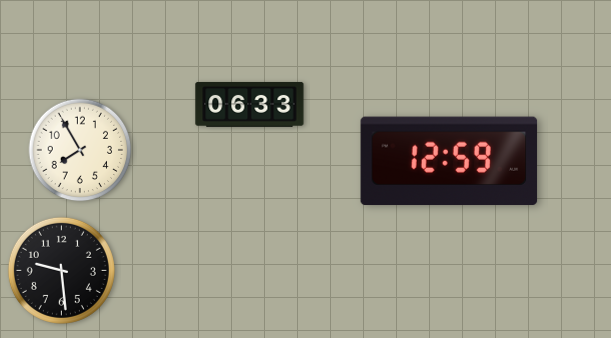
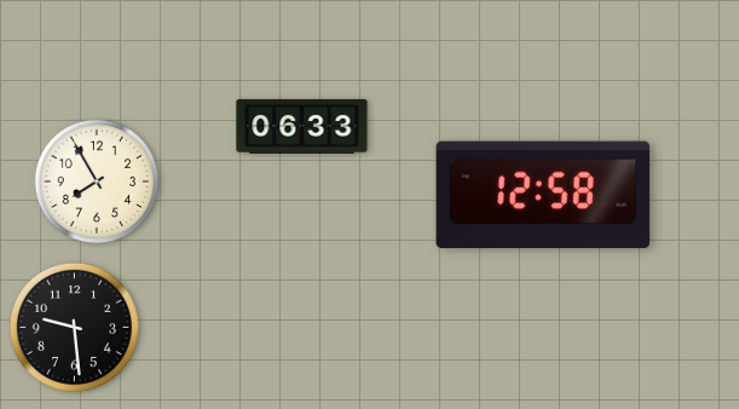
clock at (449, 161): 12:59 -> 12:58
